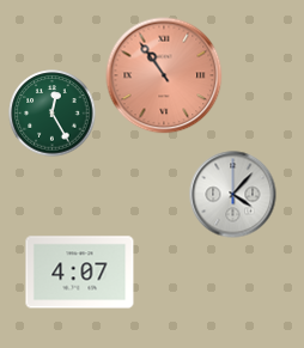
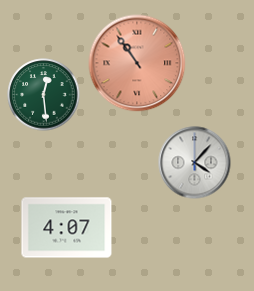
clock at (53, 114): 12:25 -> 12:29
